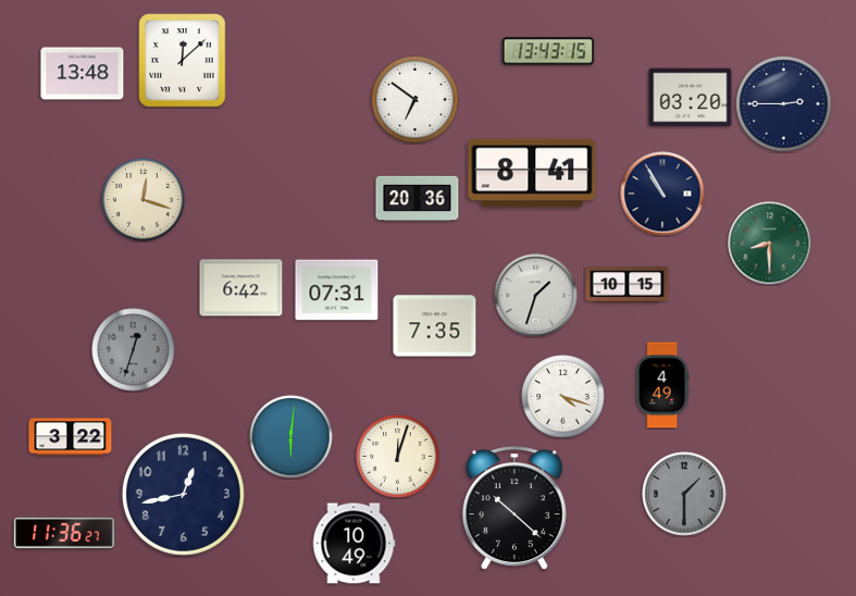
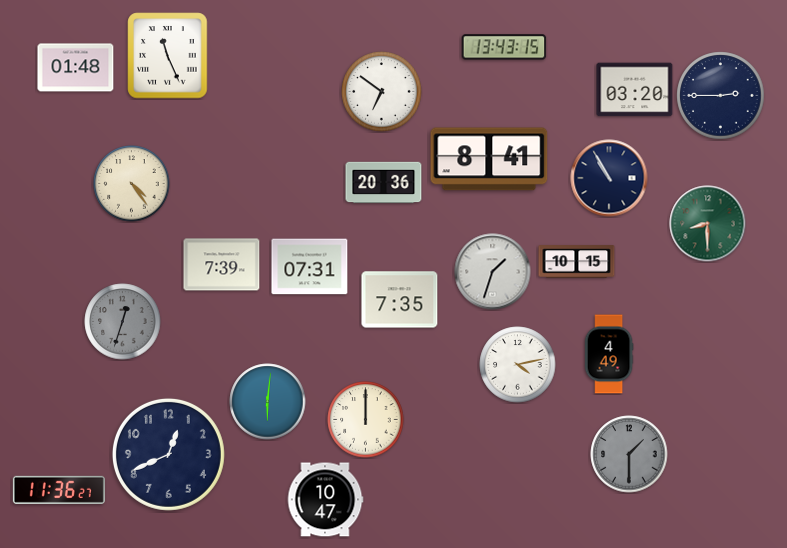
clock at (183, 61): 12:08 -> 11:26
clock at (83, 74): 13:48 -> 01:48
clock at (144, 200): 12:18 -> 4:24
clock at (241, 288): 6:42 -> 7:39
clock at (563, 397): 4:18 -> 4:13
clock at (71, 437): 3:22 -> none
clock at (398, 457): 12:03 -> 12:00
clock at (183, 494): 12:43 -> 12:41
clock at (514, 508): 10:22 -> none
clock at (353, 544): 10:49 -> 10:47
